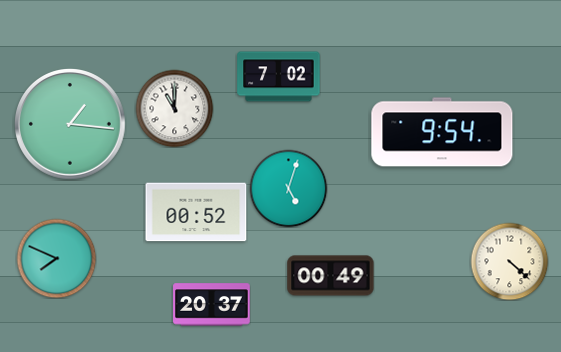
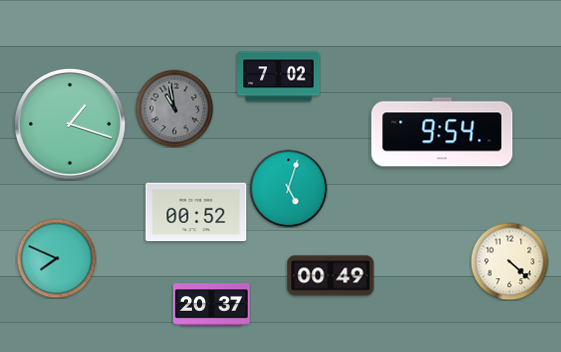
clock at (174, 108): 11:00 -> 10:58
clock at (174, 108) dial: white -> grey
clock at (71, 125): 1:16 -> 1:18
